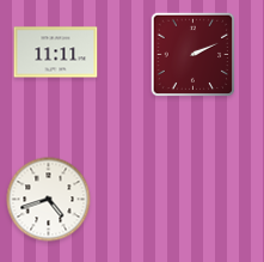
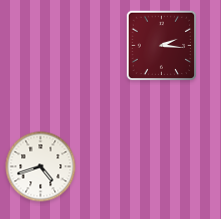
clock at (56, 53): 11:11 -> none
clock at (194, 55): 2:11 -> 2:16
